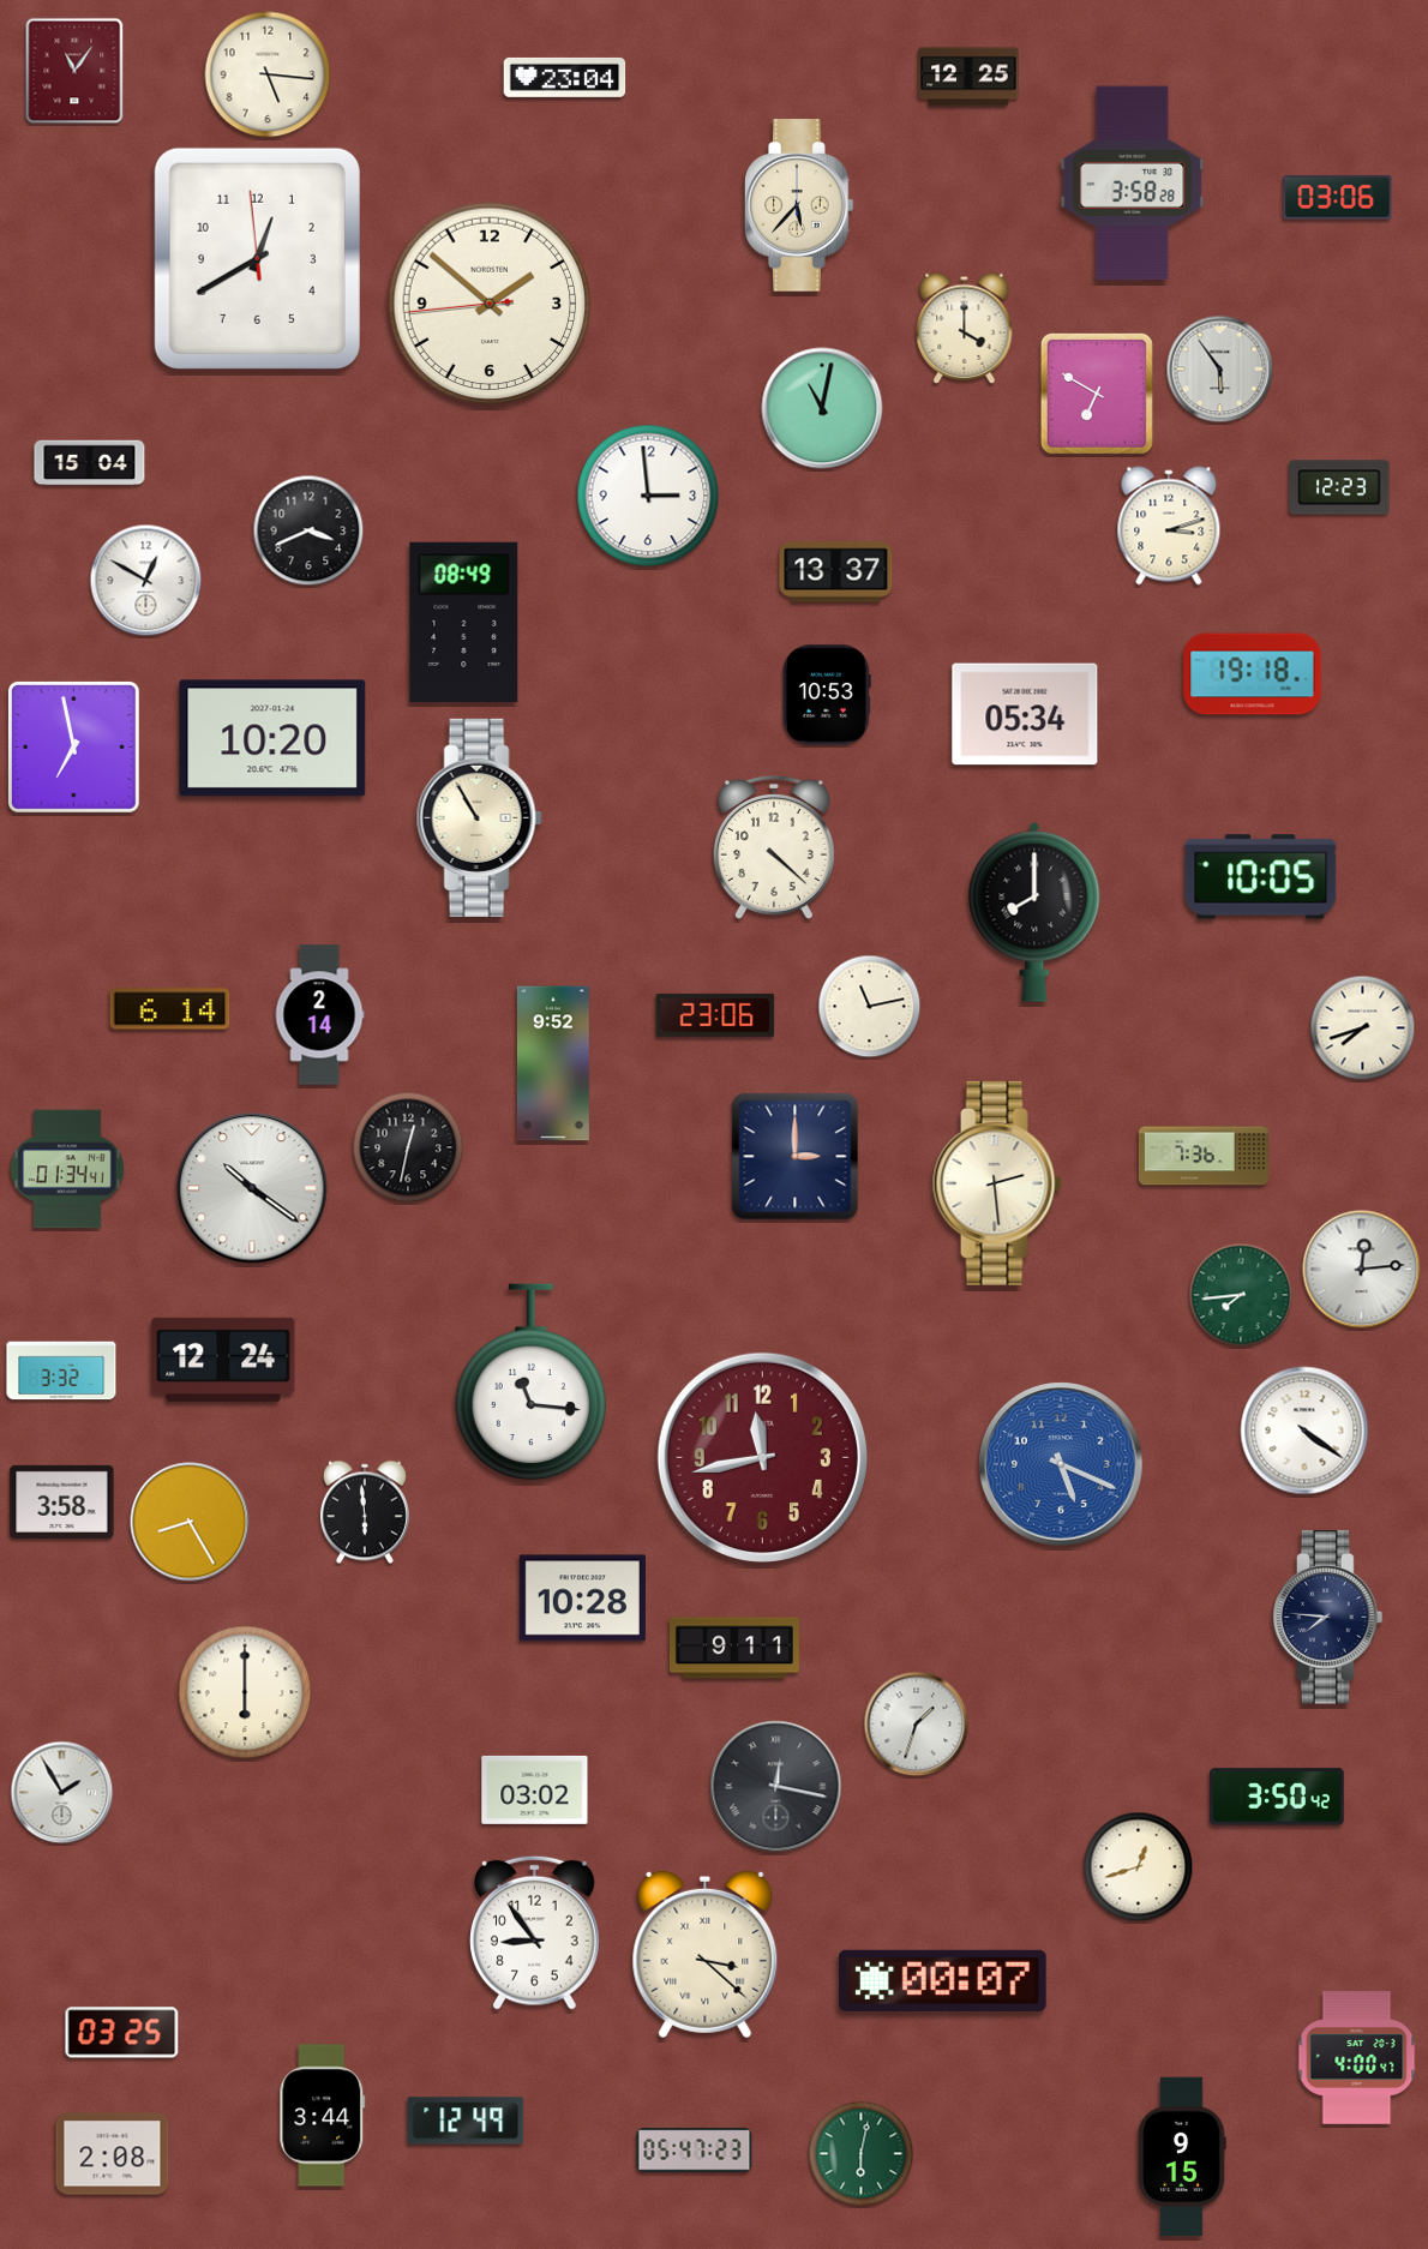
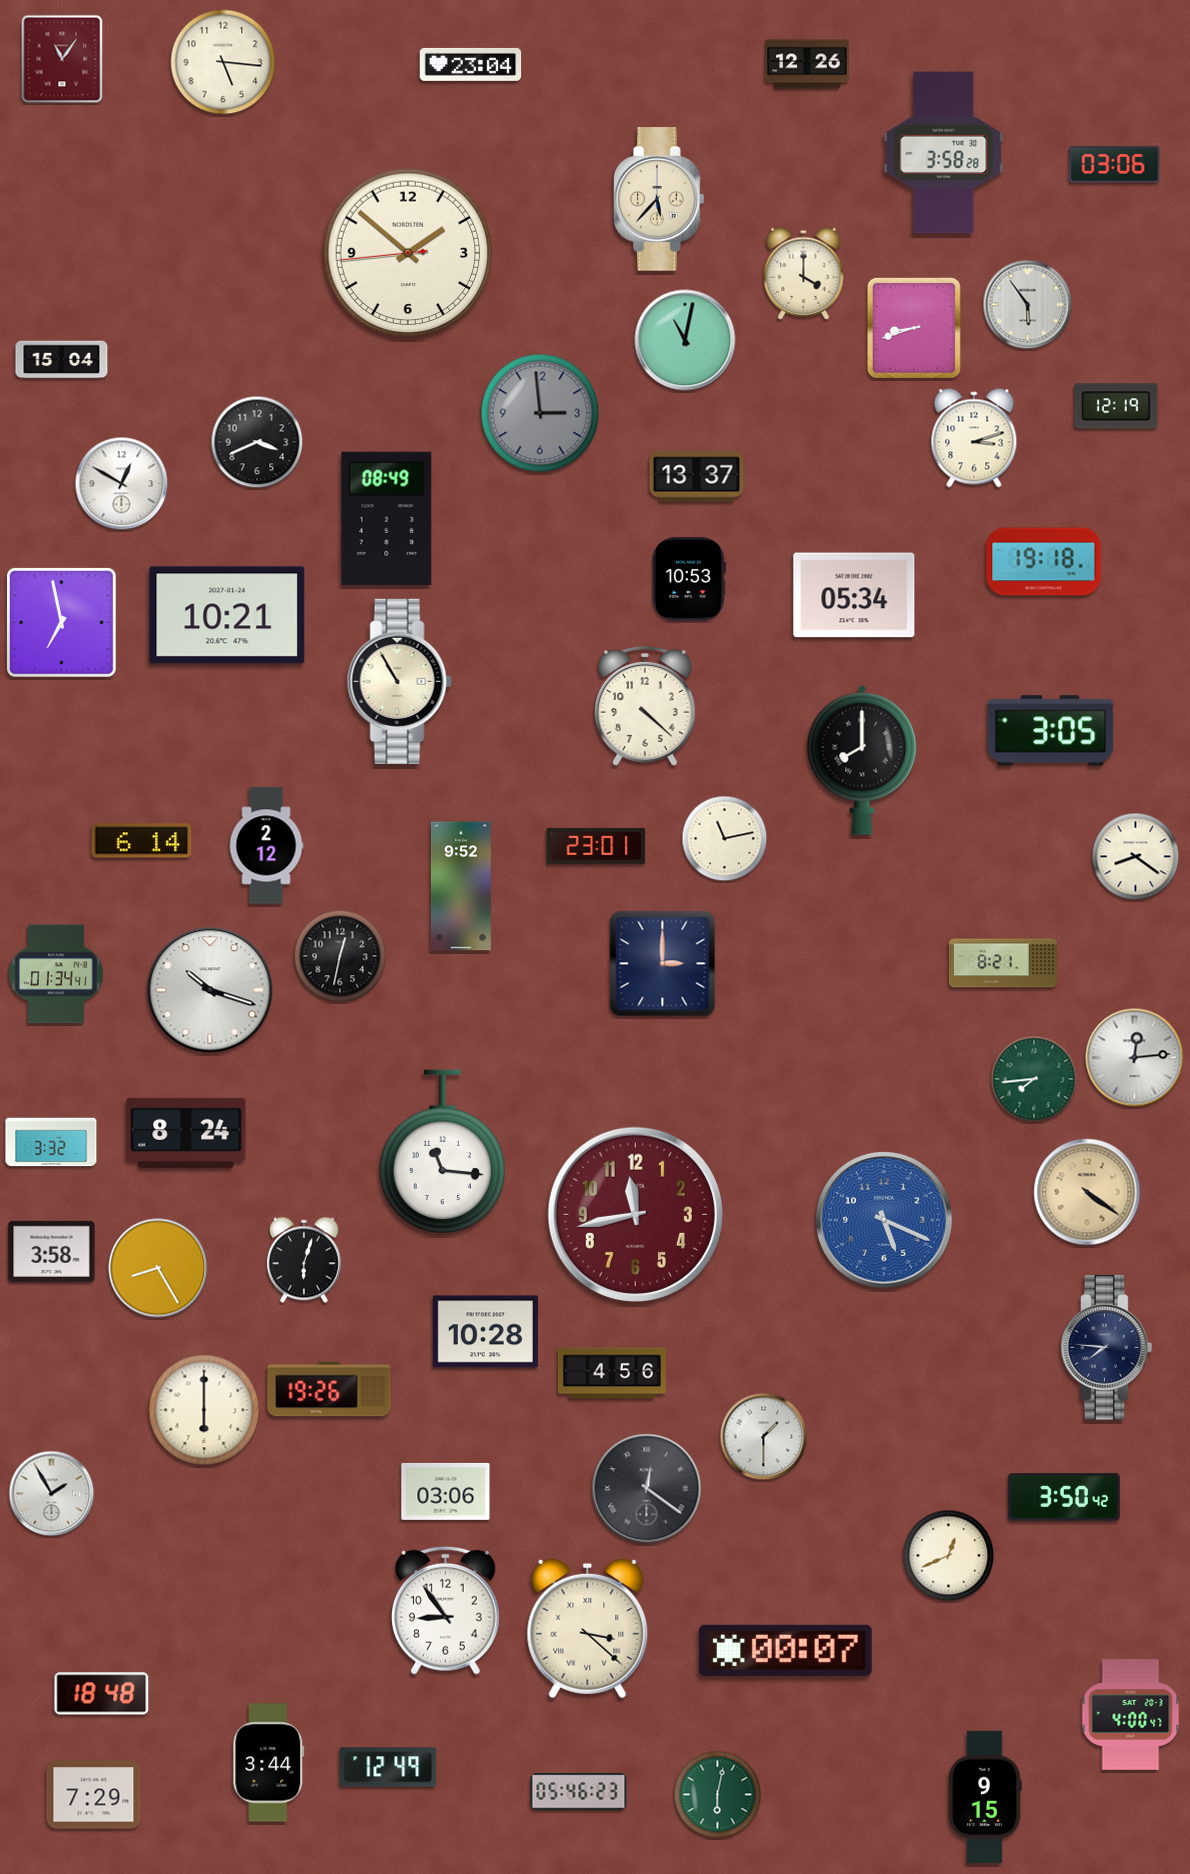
clock at (968, 77): 12:25 -> 12:26
clock at (799, 205) position: (799, 205) -> (659, 199)
clock at (257, 258): 12:39 -> none
clock at (1220, 370) position: (1220, 370) -> (1028, 305)
clock at (1097, 394): 6:50 -> 8:42
clock at (90, 463) position: (90, 463) -> (62, 360)
clock at (1339, 487): 12:23 -> 12:19
clock at (648, 496) dial: white -> grey
clock at (272, 738): 10:20 -> 10:21
clock at (1261, 877): 10:05 -> 3:05
clock at (319, 1015): 2:14 -> 2:12
clock at (715, 1015): 23:06 -> 23:01
clock at (1363, 1028): 7:42 -> 8:21
clock at (1204, 1156): 7:36 -> 8:21
clock at (997, 1183): 2:29 -> none
clock at (252, 1188): 10:21 -> 10:18
clock at (223, 1360): 12:24 -> 8:24
clock at (1304, 1431) dial: white -> champagne
clock at (365, 1512): 5:59 -> 6:03
clock at (734, 1648): 9:11 -> 4:56
clock at (329, 1389): none -> 19:26
clock at (917, 1725): 1:33 -> 1:30
clock at (776, 1787): 12:17 -> 12:21
clock at (535, 1789): 03:02 -> 03:06
clock at (1139, 1867): 12:42 -> 12:41
clock at (122, 2033): 03:25 -> 18:48
clock at (695, 2151): 05:47 -> 05:46
clock at (113, 2154): 2:08 -> 7:29
